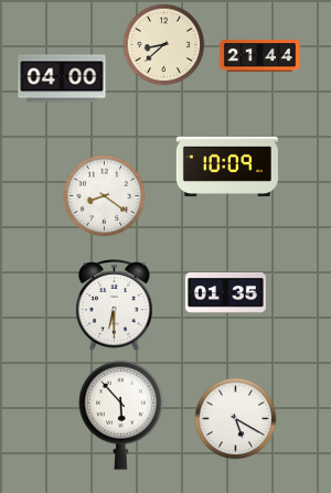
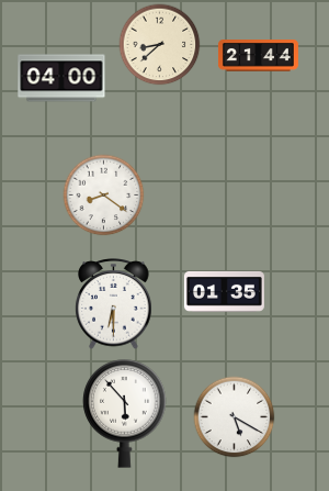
clock at (164, 45) position: (164, 45) -> (160, 45)
clock at (227, 167): 10:09 -> none
clock at (121, 416) position: (121, 416) -> (125, 414)
